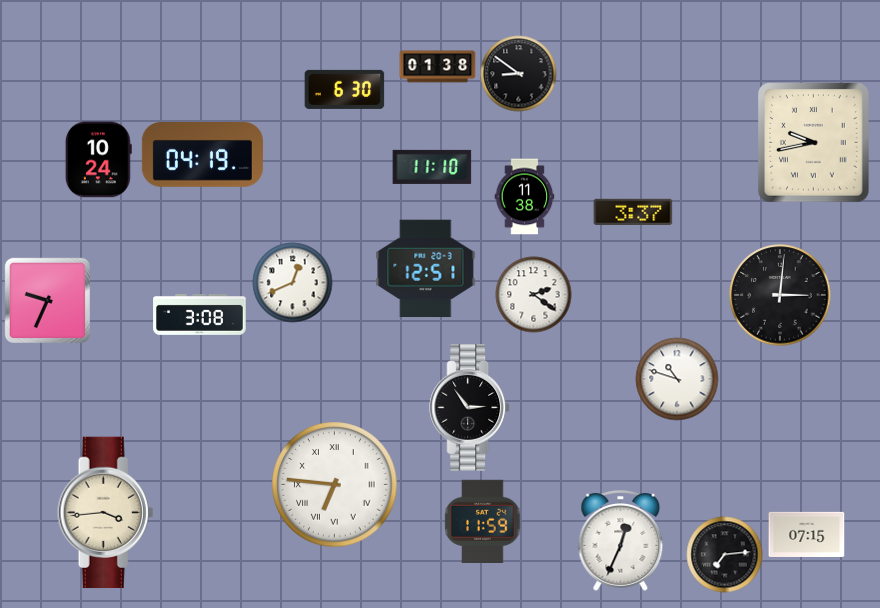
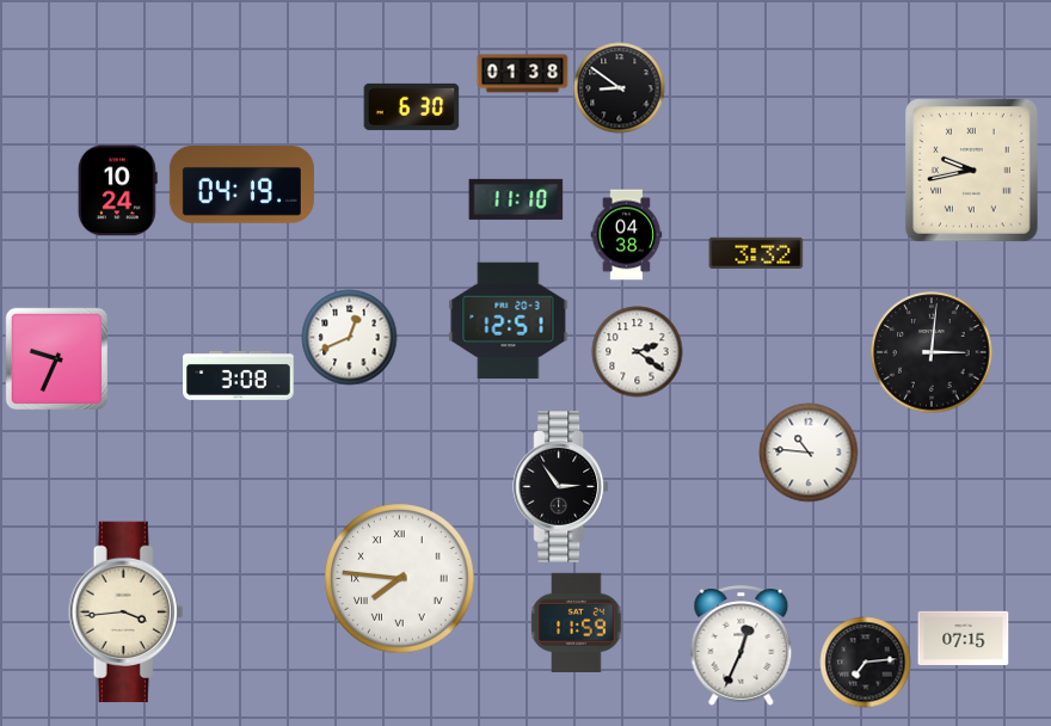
clock at (438, 67) position: (438, 67) -> (523, 74)
clock at (525, 197): 11:38 -> 04:38
clock at (633, 212): 3:37 -> 3:32
clock at (677, 379): 10:48 -> 10:46
clock at (335, 485): 6:46 -> 7:46
